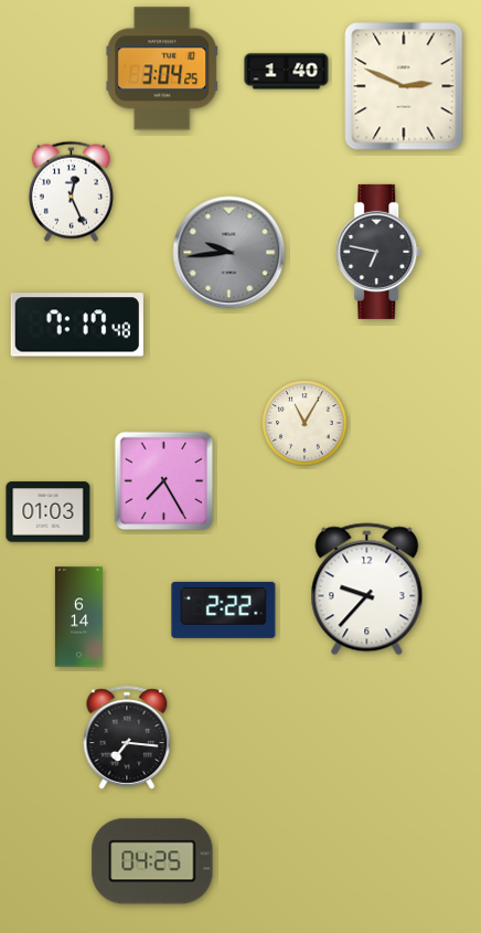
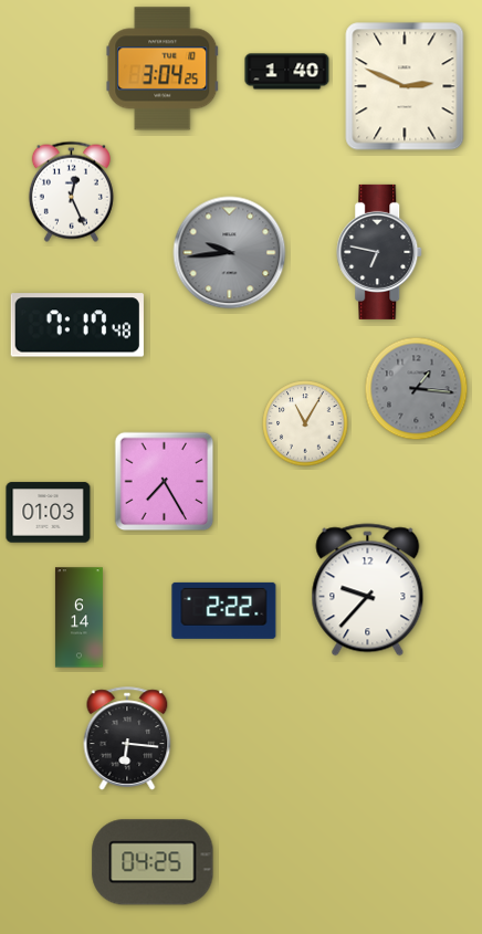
clock at (417, 389): none -> 1:16
clock at (127, 738): 7:16 -> 6:16
